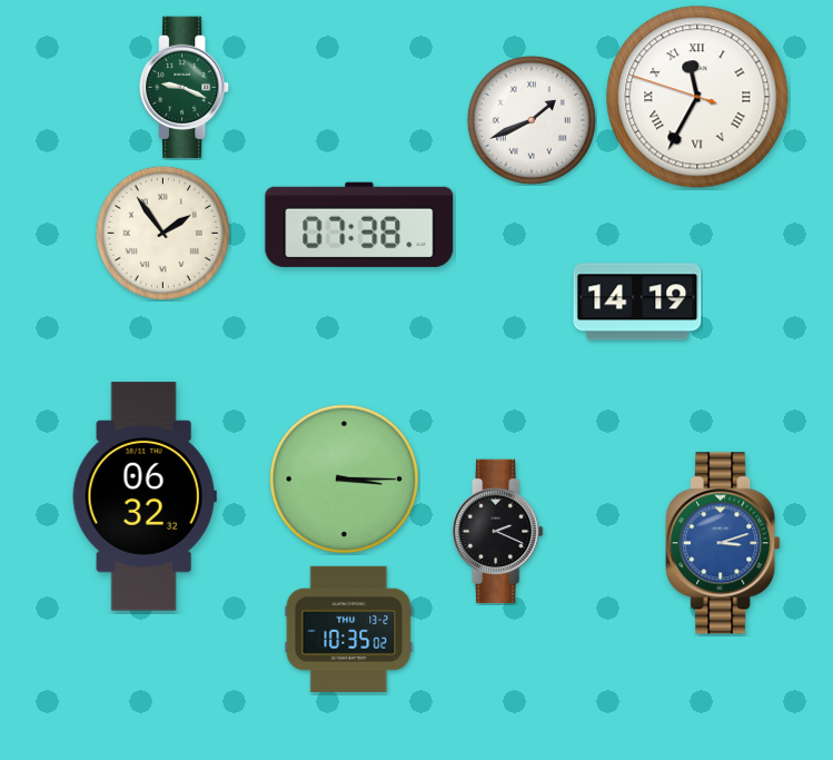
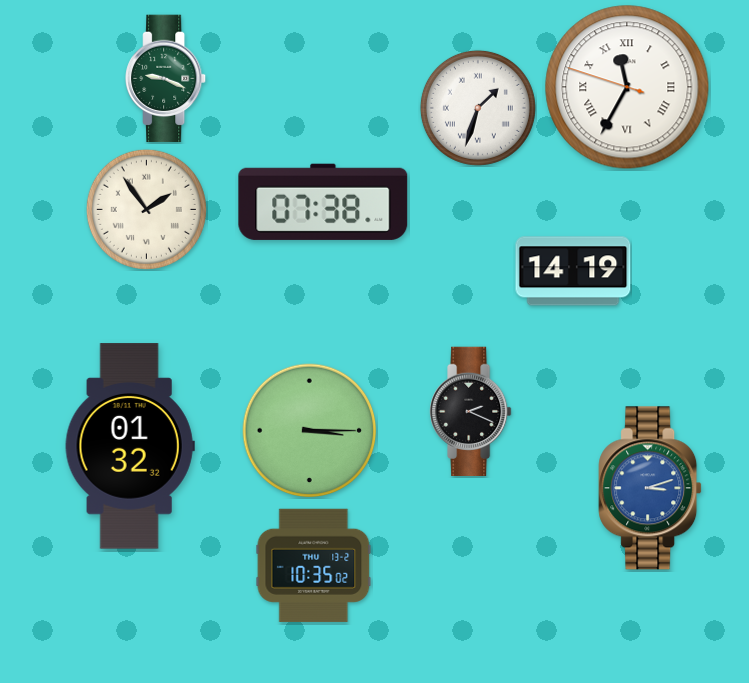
clock at (532, 120): 1:41 -> 1:33
clock at (145, 496): 06:32 -> 01:32
clock at (498, 532) position: (498, 532) -> (471, 412)
